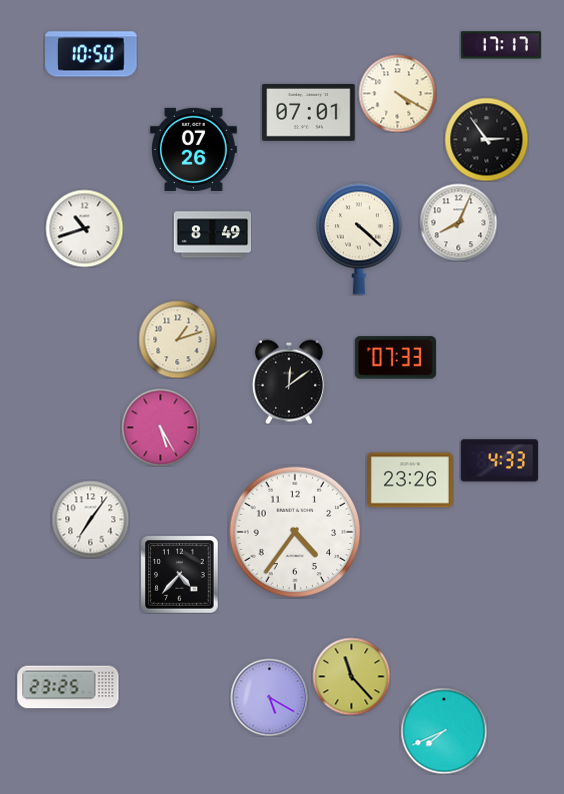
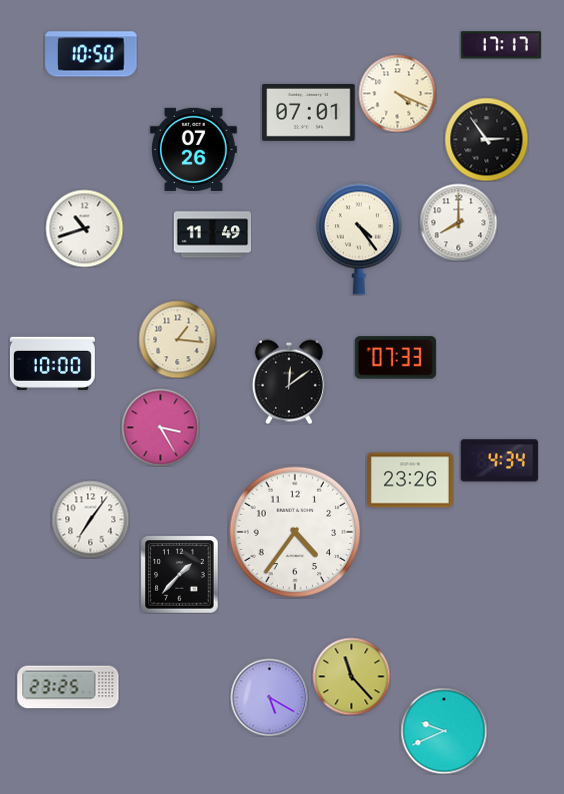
clock at (397, 93): 4:20 -> 4:19
clock at (458, 222): 8:04 -> 8:00
clock at (212, 235): 8:49 -> 11:49
clock at (359, 239): 4:22 -> 4:24
clock at (177, 339): 1:12 -> 1:16
clock at (52, 363): none -> 10:00
clock at (160, 427): 5:25 -> 3:25
clock at (499, 461): 4:33 -> 4:34
clock at (179, 574): 4:37 -> 1:37
clock at (444, 731): 7:41 -> 9:41
